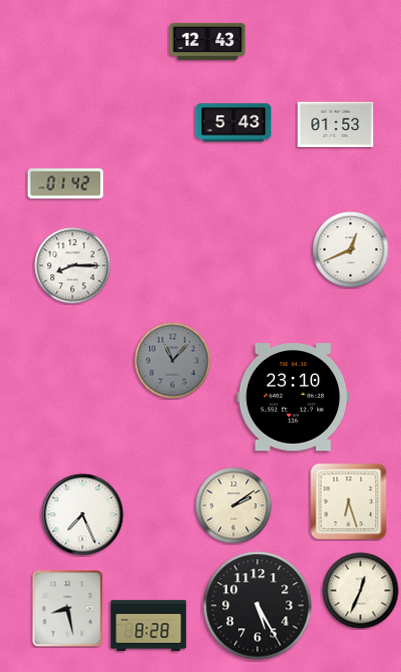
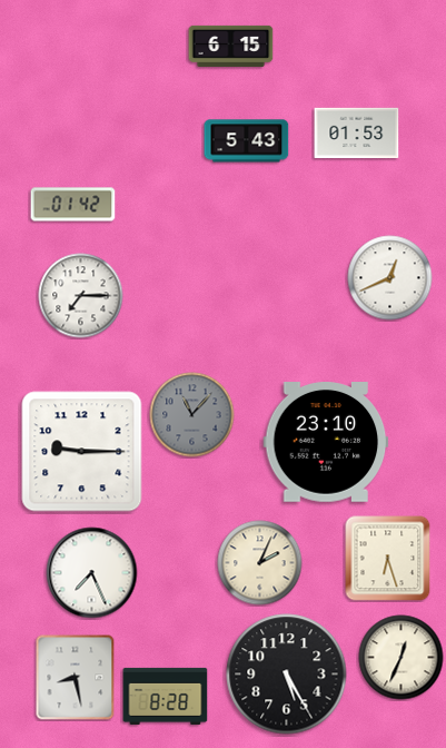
clock at (208, 41): 12:43 -> 6:15
clock at (234, 123) position: (234, 123) -> (247, 141)
clock at (336, 125) position: (336, 125) -> (357, 134)
clock at (73, 266): 8:15 -> 7:15
clock at (173, 361) position: (173, 361) -> (192, 415)
clock at (82, 452): none -> 9:15
clock at (234, 506): 2:09 -> 2:04
